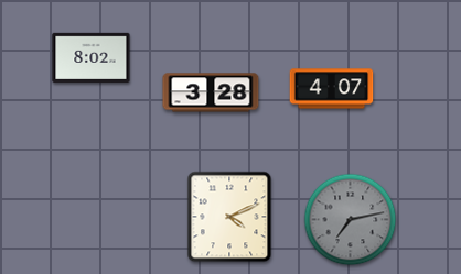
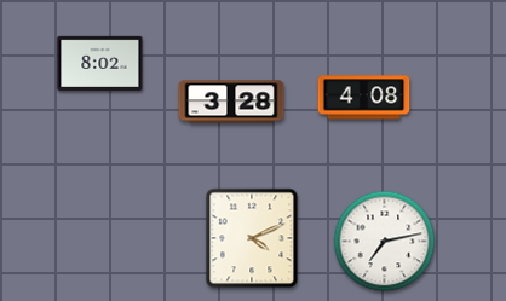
clock at (332, 89): 4:07 -> 4:08
clock at (351, 220) dial: grey -> white
